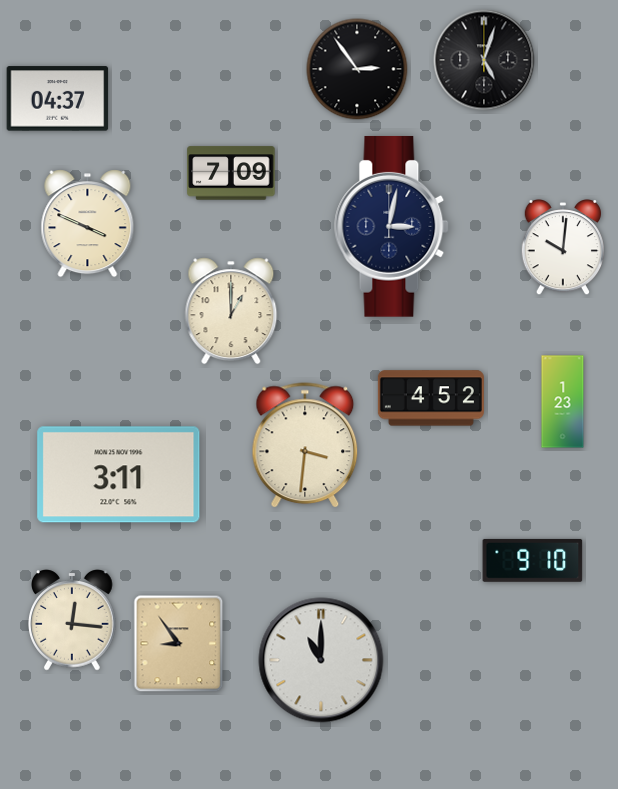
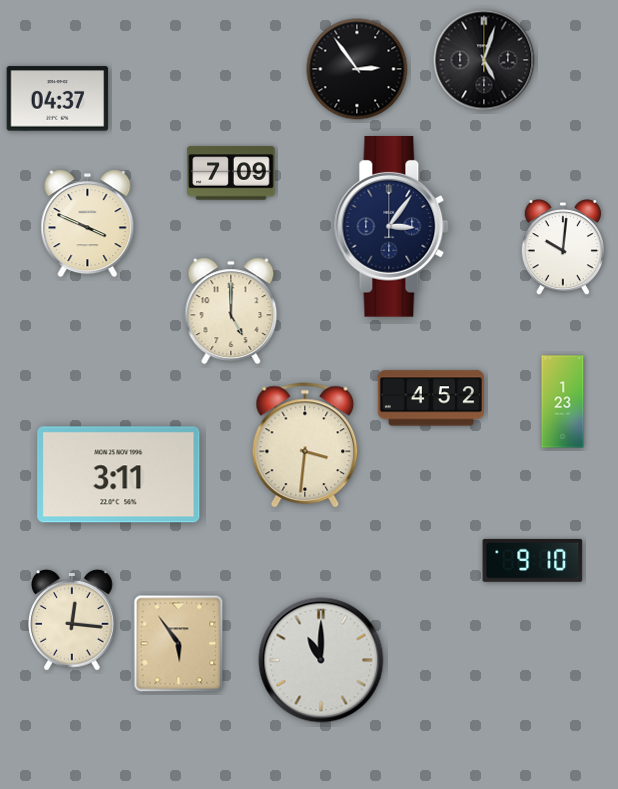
clock at (392, 226): 3:02 -> 3:06
clock at (231, 311): 1:00 -> 5:00
clock at (179, 644): 8:54 -> 5:54
